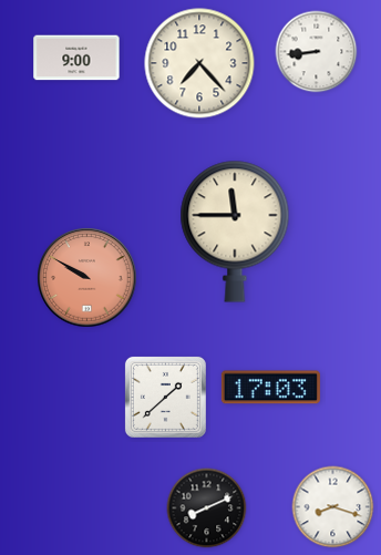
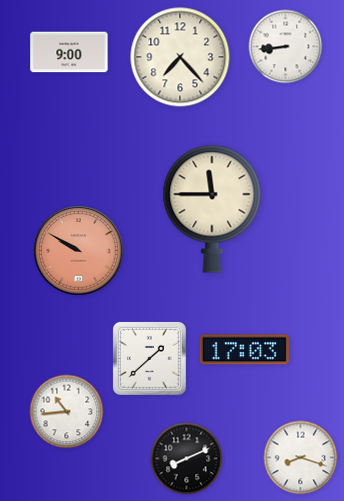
clock at (67, 412): none -> 10:44
